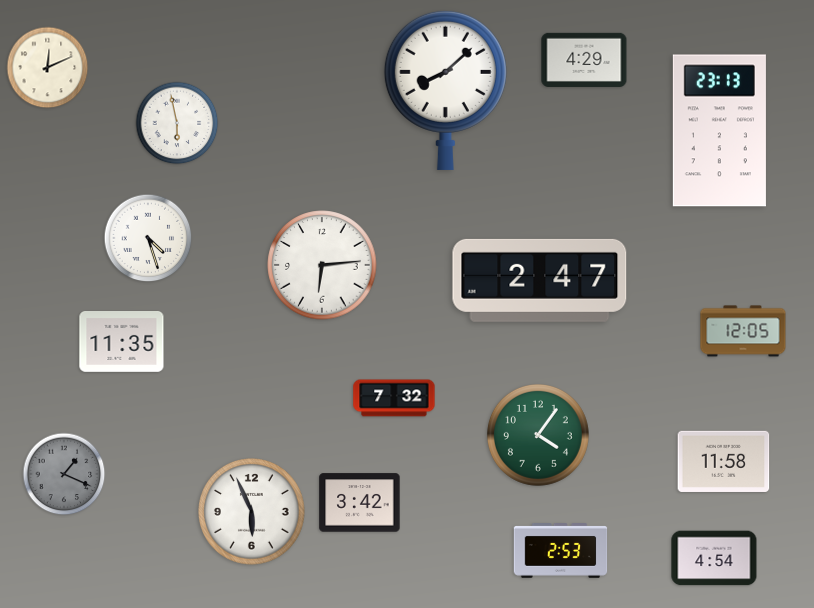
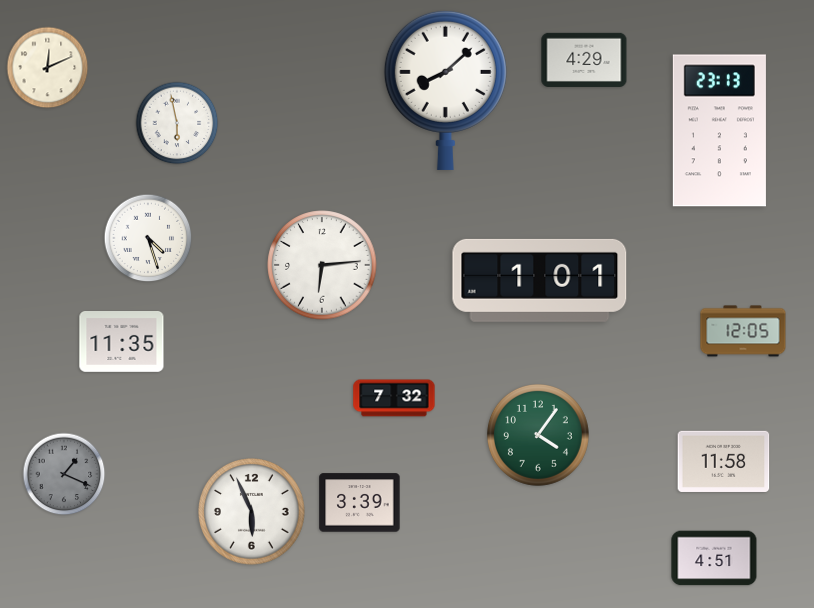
clock at (540, 280): 2:47 -> 1:01
clock at (360, 503): 3:42 -> 3:39
clock at (561, 551): 2:53 -> none
clock at (714, 558): 4:54 -> 4:51
